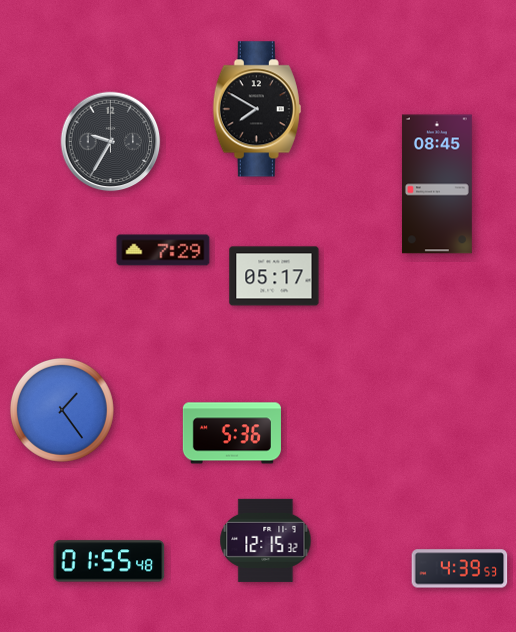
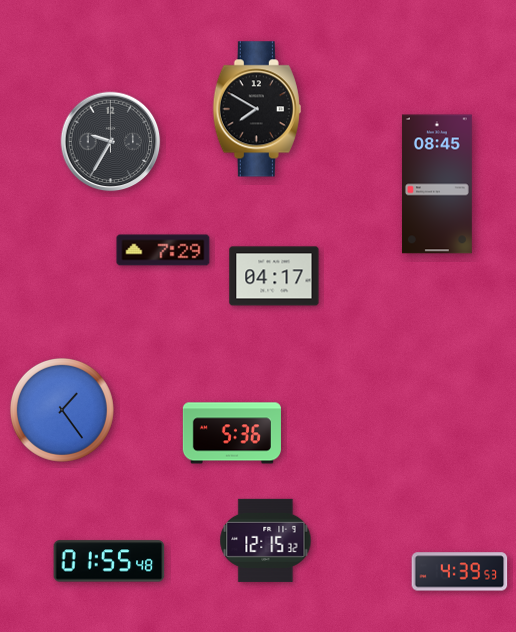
clock at (274, 276): 05:17 -> 04:17
clock at (460, 569) position: (460, 569) -> (460, 572)
